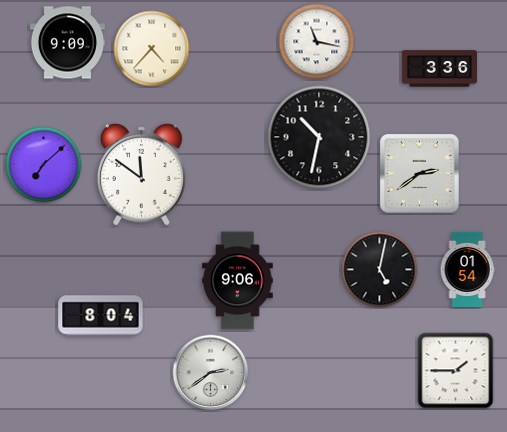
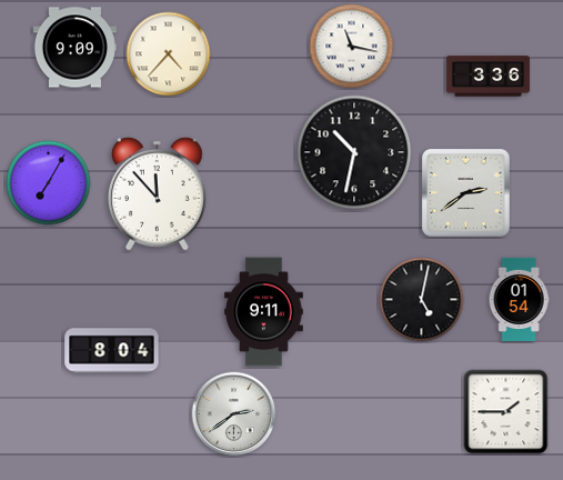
clock at (44, 165): 7:08 -> 7:05
clock at (141, 174): 11:51 -> 11:53
clock at (238, 281): 9:06 -> 9:11
